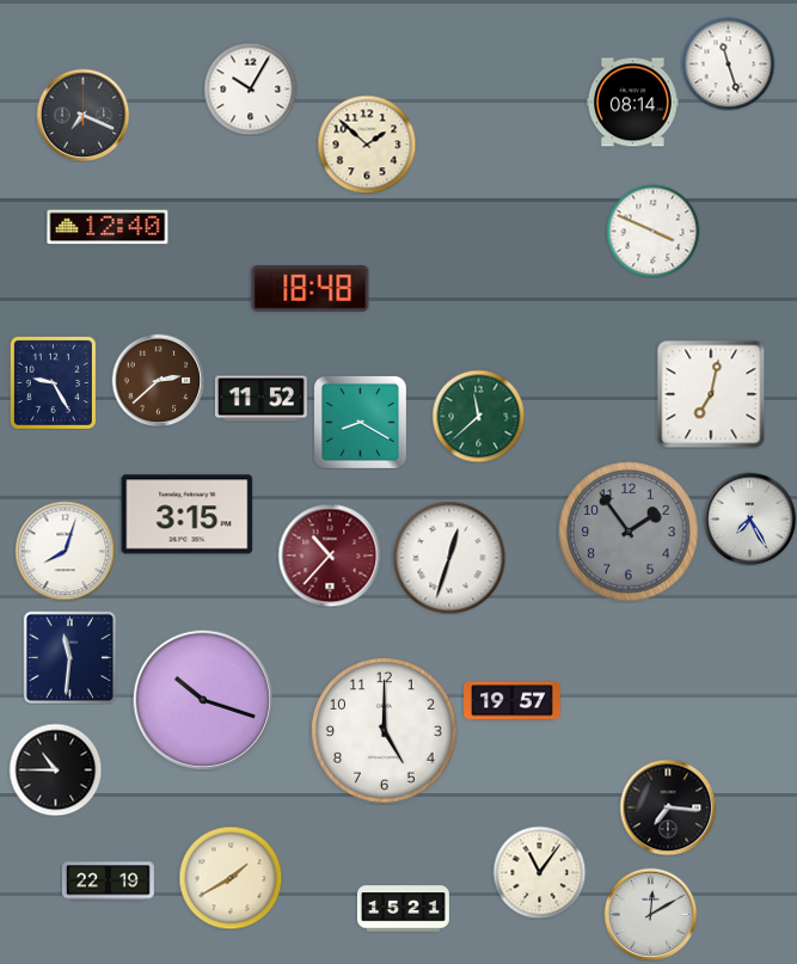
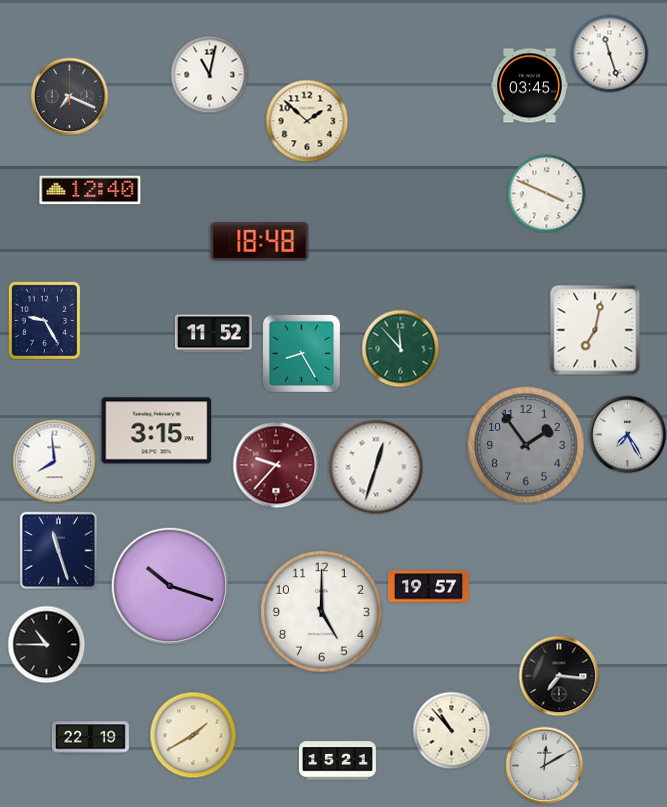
clock at (250, 88): 10:05 -> 11:02
clock at (632, 103): 08:14 -> 03:45
clock at (158, 380): 2:38 -> none
clock at (260, 399) position: (260, 399) -> (213, 334)
clock at (478, 416): 11:38 -> 11:53
clock at (360, 422): 8:20 -> 8:25
clock at (65, 551): 8:03 -> 7:59
clock at (330, 555): 10:37 -> 9:37
clock at (69, 657): 11:31 -> 11:27
clock at (539, 872): 11:06 -> 10:53
